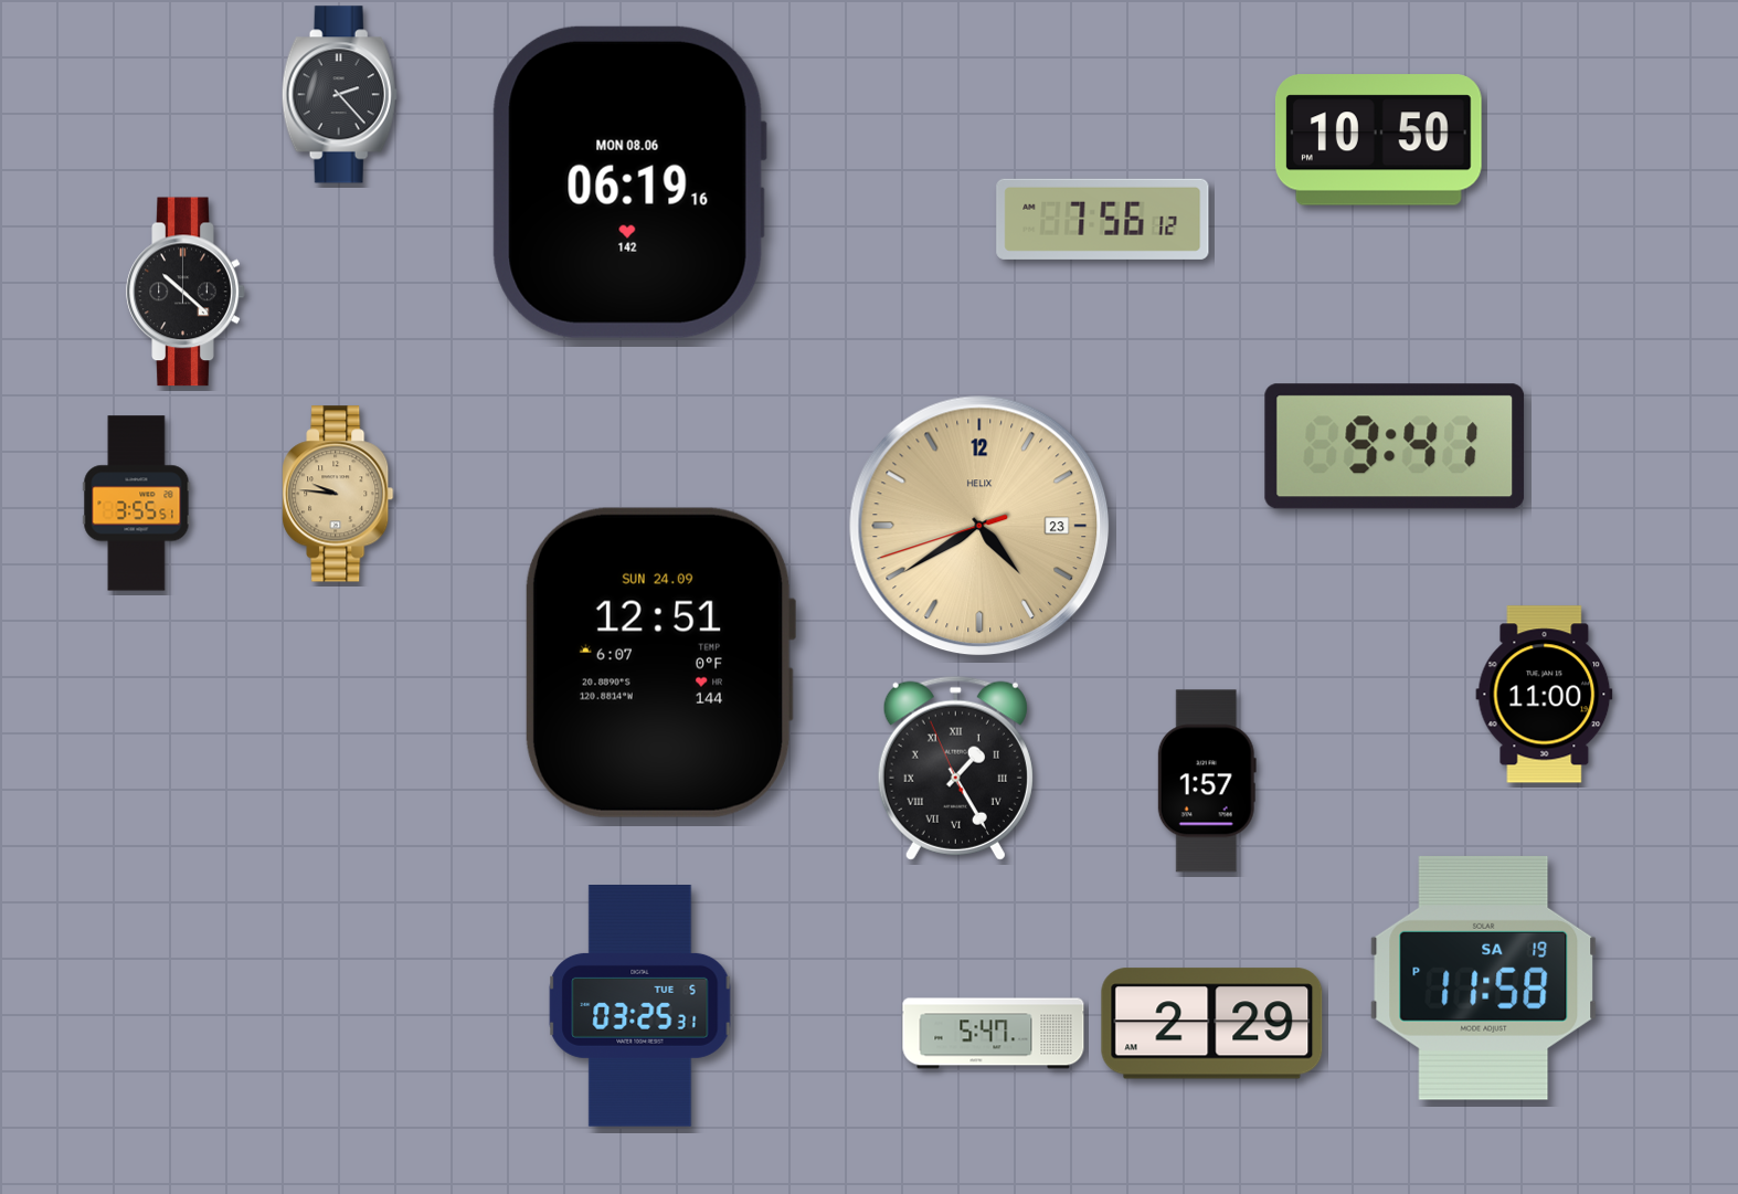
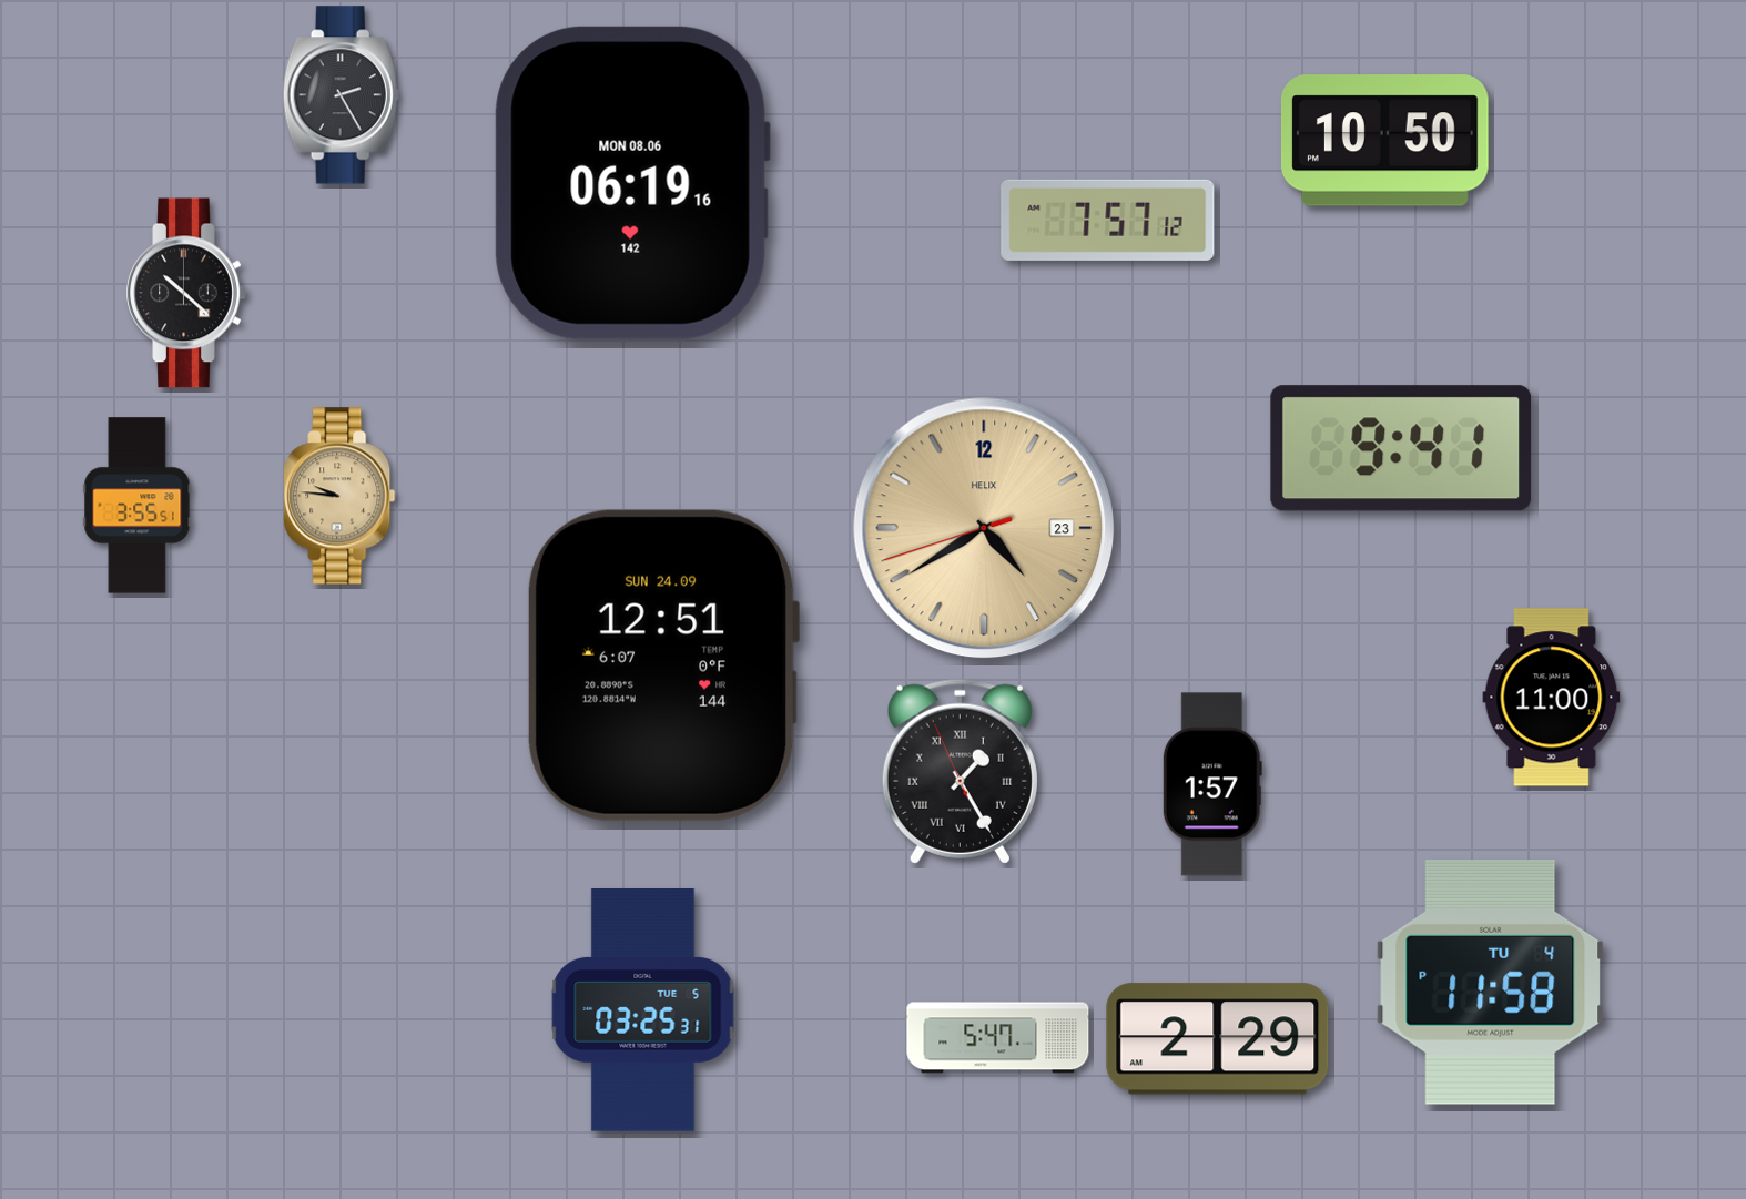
clock at (339, 95): 2:23 -> 2:25
clock at (1103, 219): 7:56 -> 7:57
clock at (1484, 978) date: SA 19 -> TU 4
clock at (1212, 1024) position: (1212, 1024) -> (1218, 1039)
